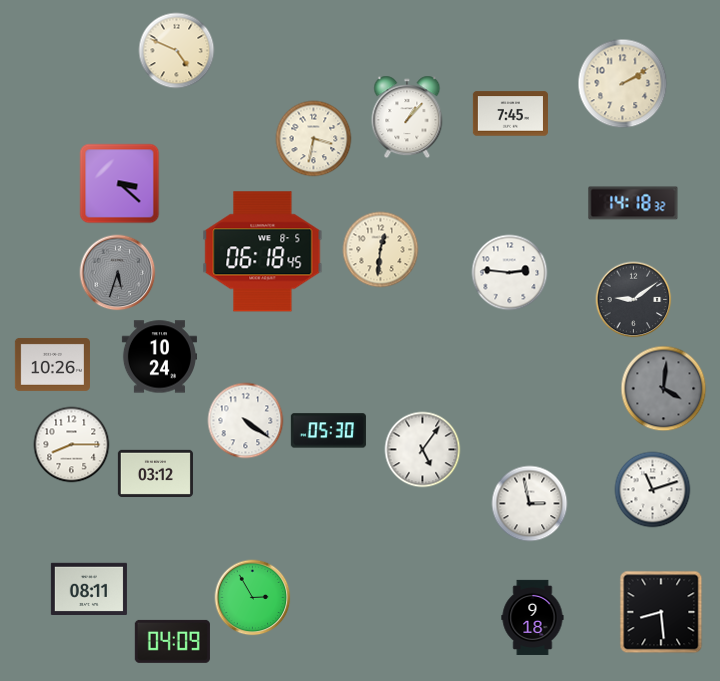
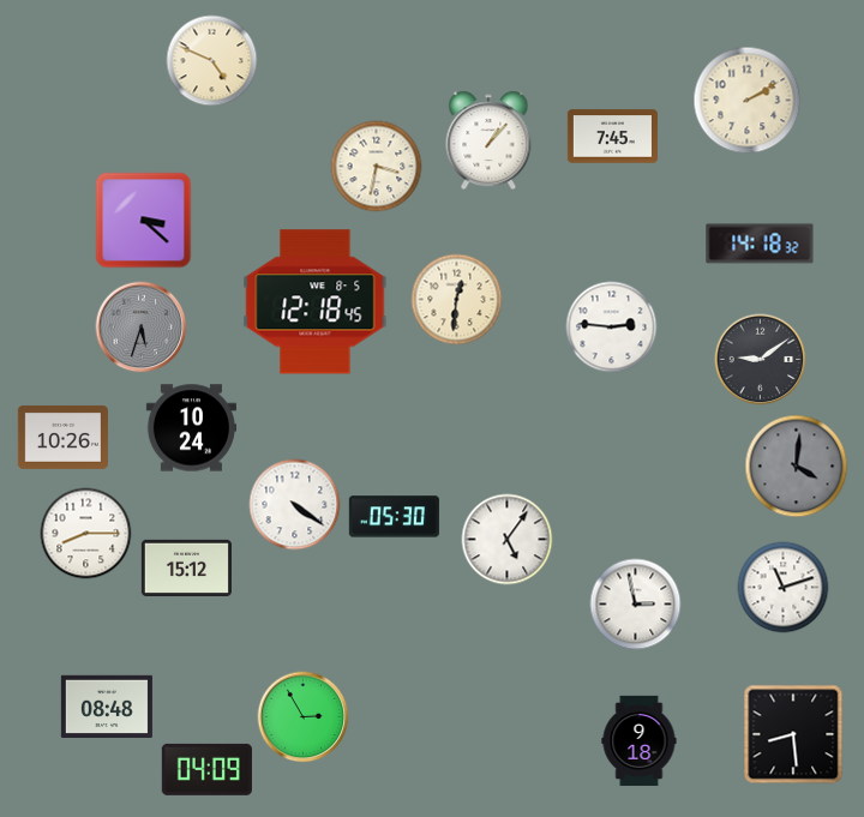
clock at (263, 252): 06:18 -> 12:18
clock at (155, 473): 03:12 -> 15:12
clock at (89, 588): 08:11 -> 08:48
